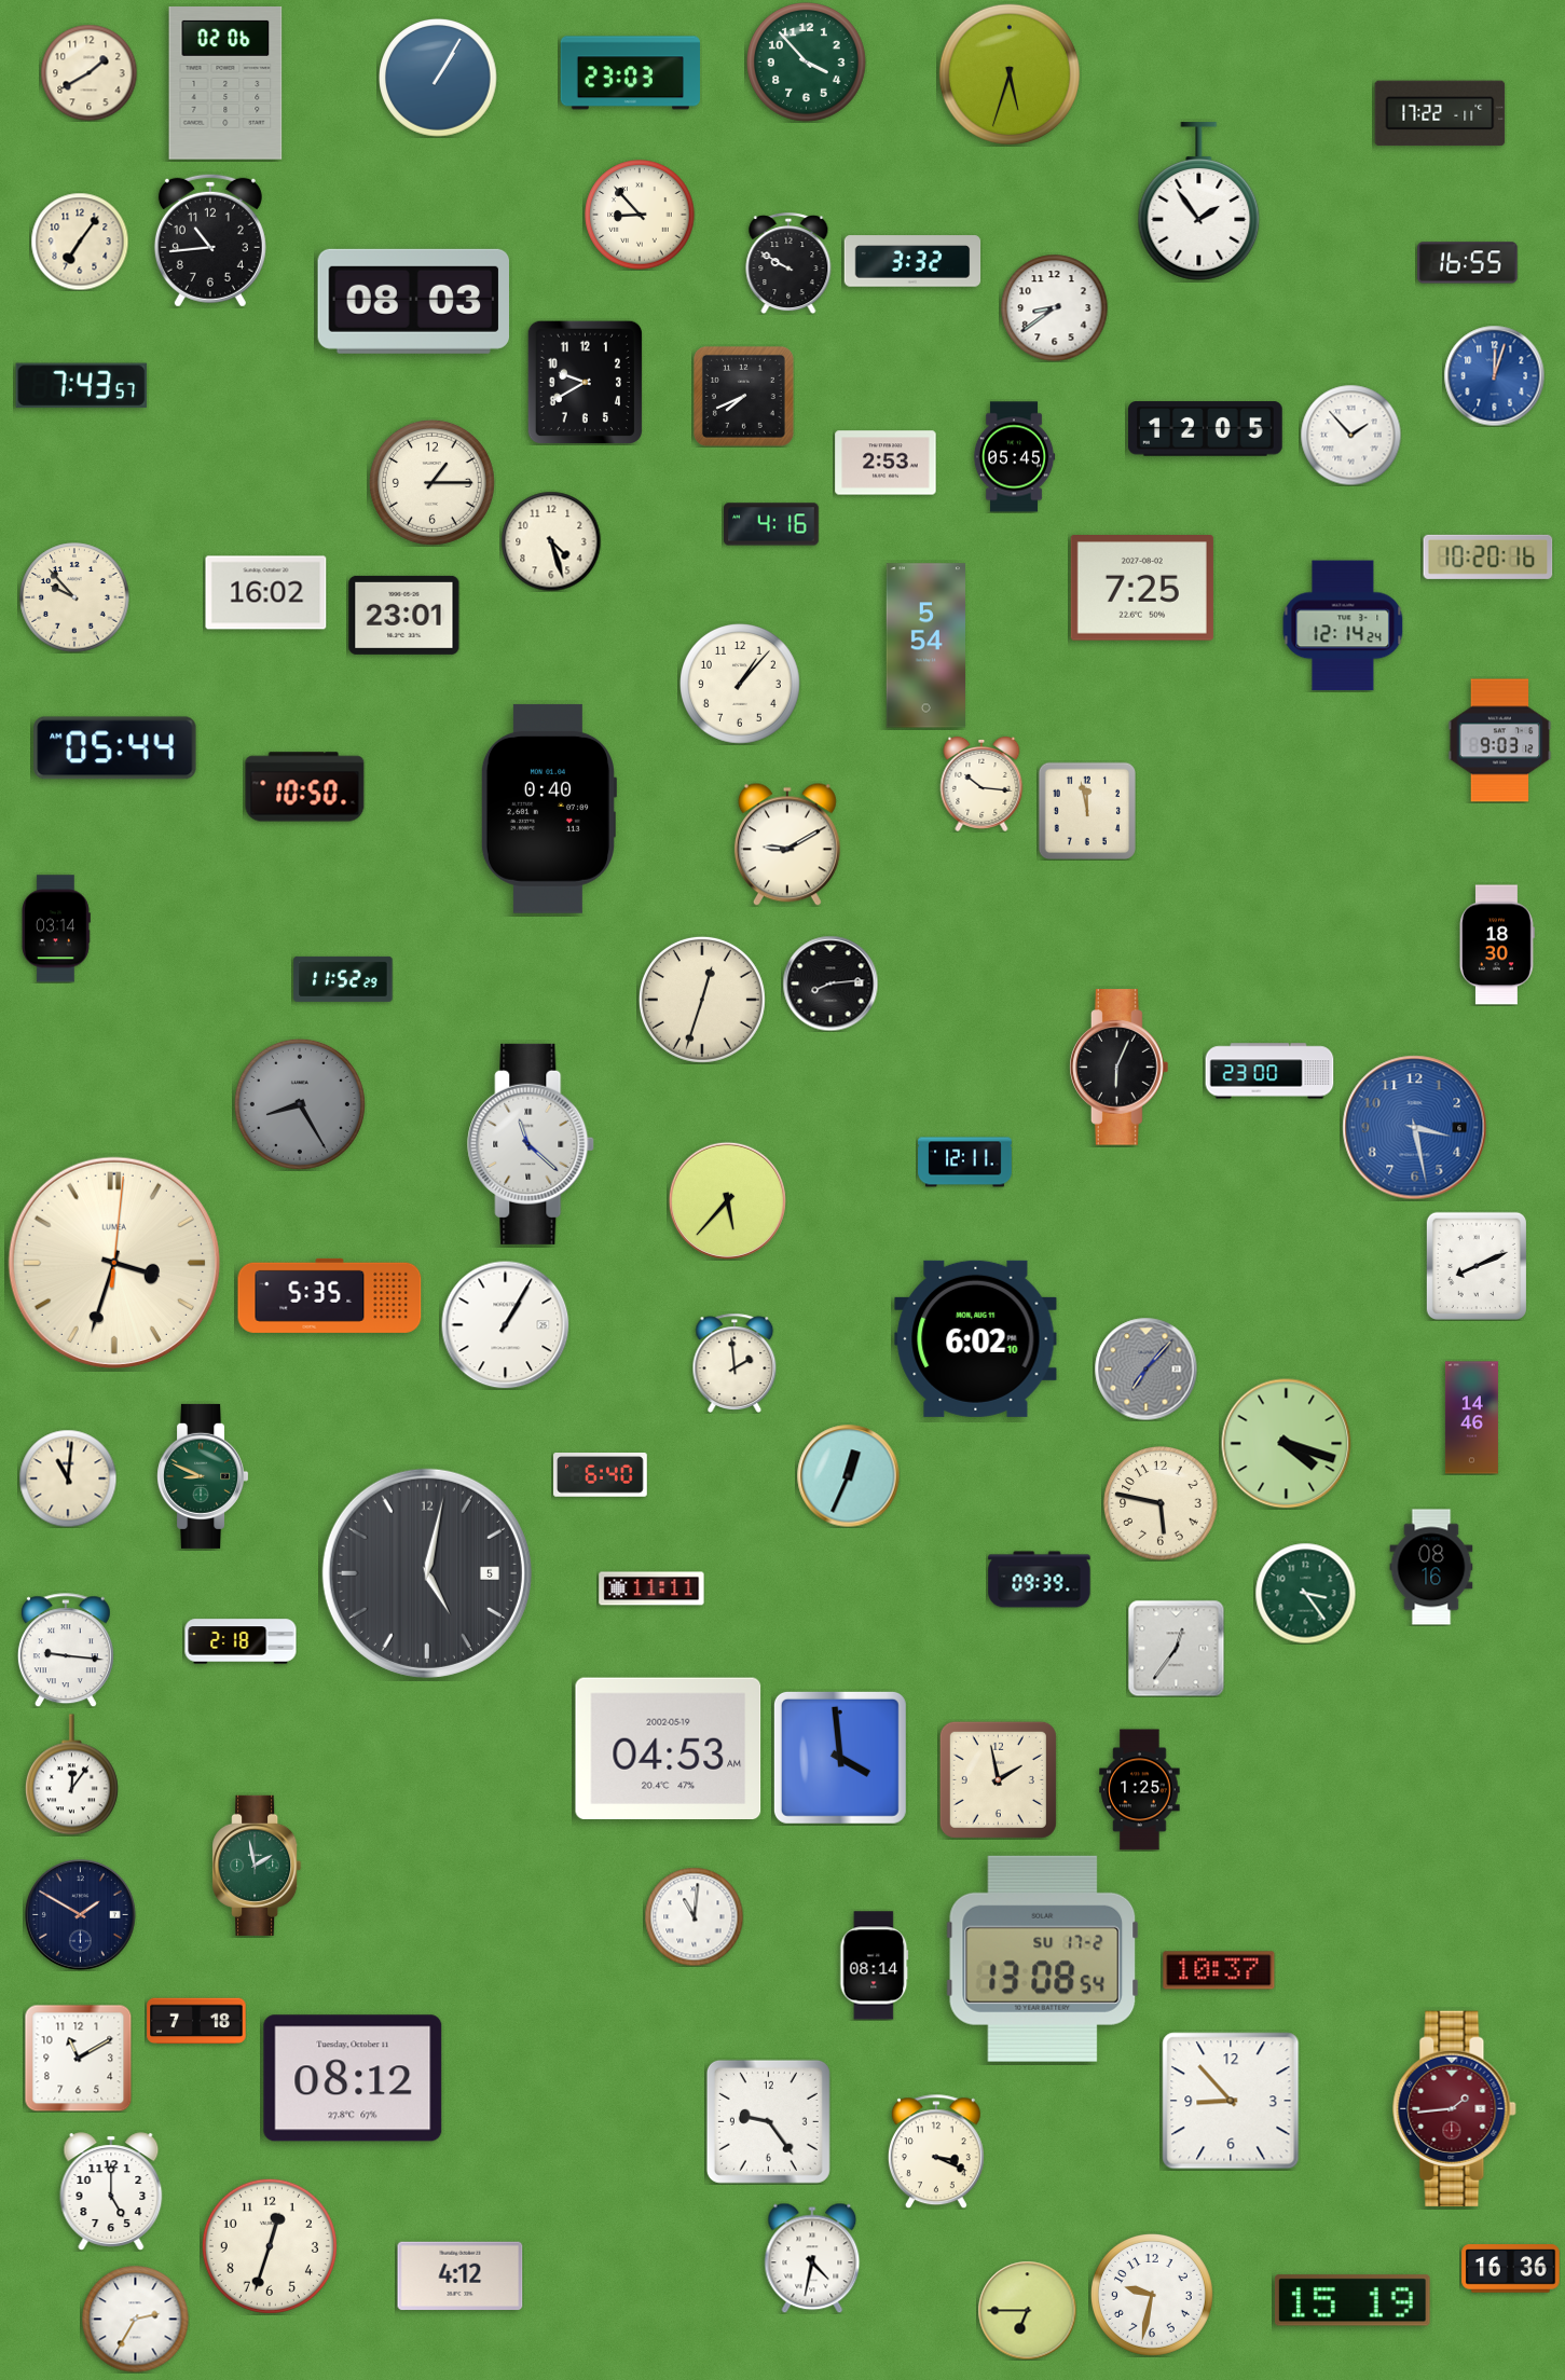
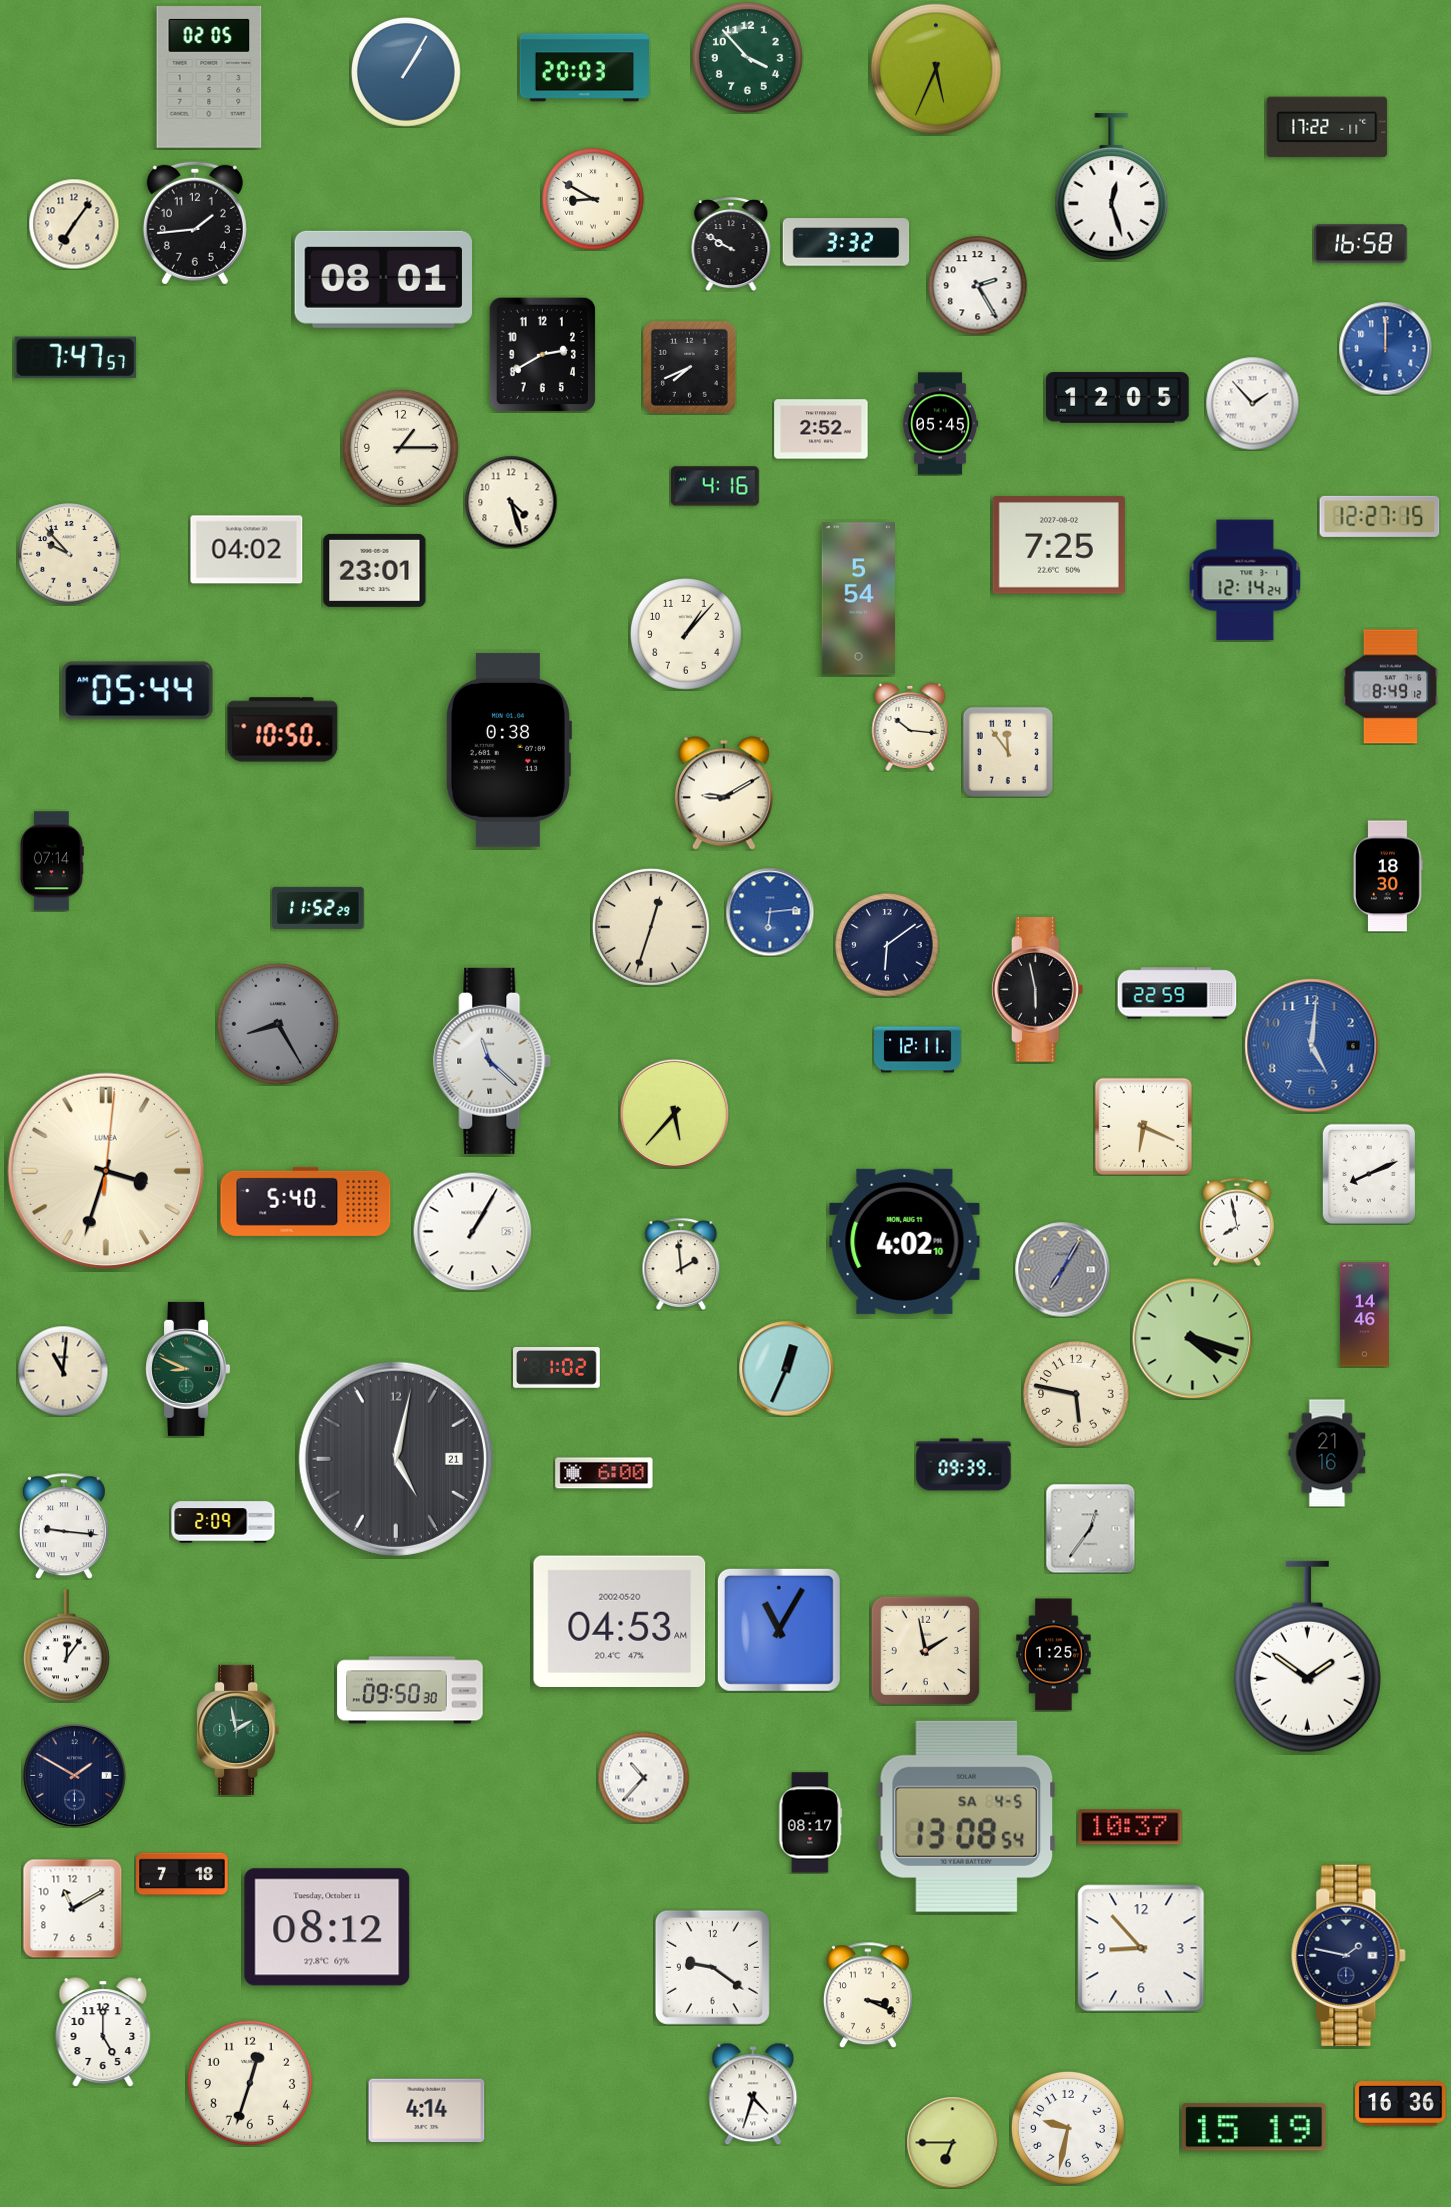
clock at (88, 72): 1:40 -> none
clock at (630, 73): 23:03 -> 20:03
clock at (1008, 73): 5:33 -> 5:34
clock at (225, 84): 02:06 -> 02:05
clock at (1440, 113) position: (1440, 113) -> (1327, 127)
clock at (1199, 202): 1:54 -> 12:27
clock at (640, 215): 8:53 -> 8:50
clock at (210, 240): 10:44 -> 1:44
clock at (1468, 263): 16:55 -> 16:58
clock at (413, 301): 08:03 -> 08:01
clock at (1055, 308): 8:39 -> 2:25
clock at (1494, 375): 12:03 -> 12:00
clock at (585, 382): 9:40 -> 2:40
clock at (82, 386): 7:43 -> 7:47
clock at (886, 463): 2:53 -> 2:52
clock at (1488, 556): 10:20 -> 12:27
clock at (266, 593): 16:02 -> 04:02
clock at (1500, 741): 9:03 -> 8:49
clock at (115, 748) position: (115, 748) -> (138, 691)
clock at (548, 809): 0:40 -> 0:38
clock at (1086, 810): 11:58 -> 11:54
clock at (787, 844) position: (787, 844) -> (724, 793)
clock at (56, 928): 03:14 -> 07:14
clock at (830, 983): 8:14 -> 6:14
clock at (830, 983) dial: black -> blue
clock at (887, 945): none -> 6:09
clock at (1120, 1068): 6:04 -> 5:58
clock at (1269, 1071): 23:00 -> 22:59
clock at (1415, 1128): 3:28 -> 5:01
clock at (965, 1163) position: (965, 1163) -> (918, 1050)
clock at (1143, 1126): none -> 6:19
clock at (330, 1295): 5:35 -> 5:40
clock at (1237, 1222): none -> 7:58
clock at (506, 1325) position: (506, 1325) -> (473, 1232)
clock at (976, 1338): 6:02 -> 4:02
clock at (1145, 1368): 7:07 -> 7:05
clock at (601, 1475): 6:40 -> 1:02
clock at (1431, 1567): 08:16 -> 21:16
clock at (427, 1573) date: 5 -> 21
clock at (651, 1588): 11:11 -> 6:00
clock at (1305, 1593): 3:24 -> none
clock at (241, 1641): 2:18 -> 2:09
clock at (66, 1650) position: (66, 1650) -> (64, 1526)
clock at (669, 1748) date: 2002-05-19 -> 2002-05-20
clock at (840, 1758): 3:59 -> 11:05
clock at (1307, 1657): none -> 1:51
clock at (1140, 1790) position: (1140, 1790) -> (1054, 1655)
clock at (410, 1690): none -> 09:50
clock at (694, 1916): 11:01 -> 10:37
clock at (1043, 1958) date: SU 17-2 -> SA 4-5
clock at (875, 1966): 08:14 -> 08:17
clock at (1455, 2108): 1:44 -> 1:47
clock at (1455, 2108) dial: burgundy -> navy
clock at (768, 2121): 9:24 -> 9:21
clock at (812, 2258): 4:32 -> 4:33
clock at (461, 2276): 4:12 -> 4:14
clock at (1353, 2300) position: (1353, 2300) -> (1254, 2127)
clock at (136, 2320): 2:35 -> none
